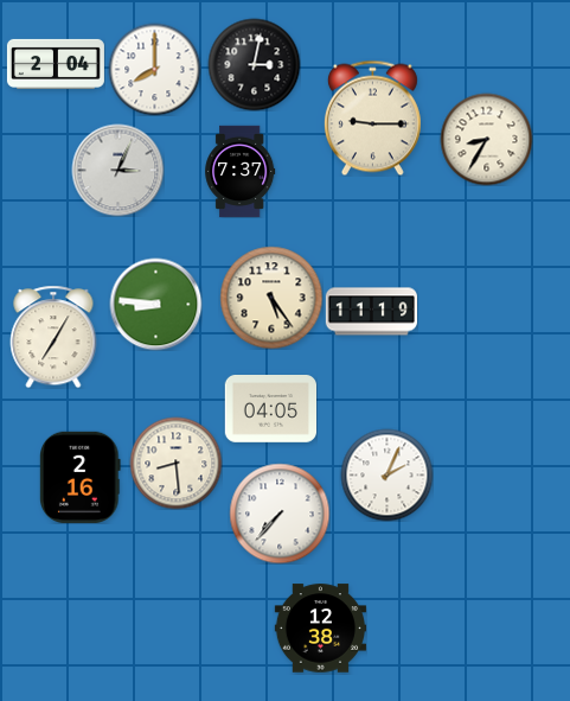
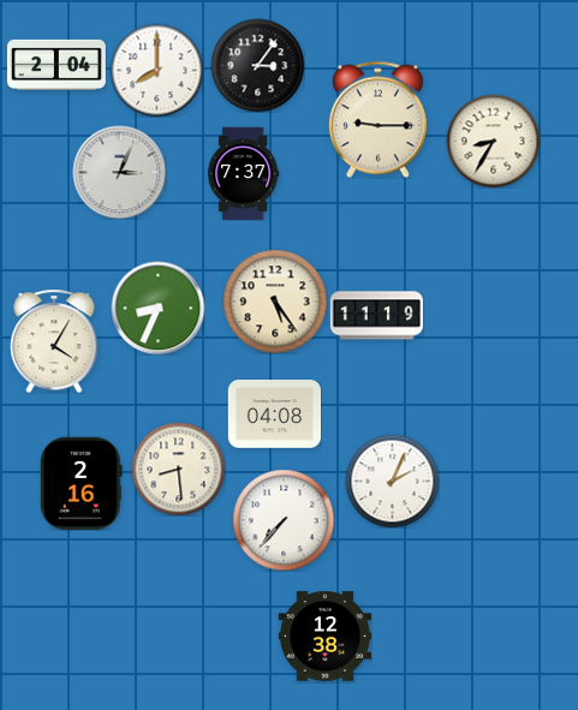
clock at (254, 64): 3:02 -> 3:06
clock at (155, 304): 8:46 -> 8:34
clock at (53, 337): 7:05 -> 4:05
clock at (270, 409): 04:05 -> 04:08
